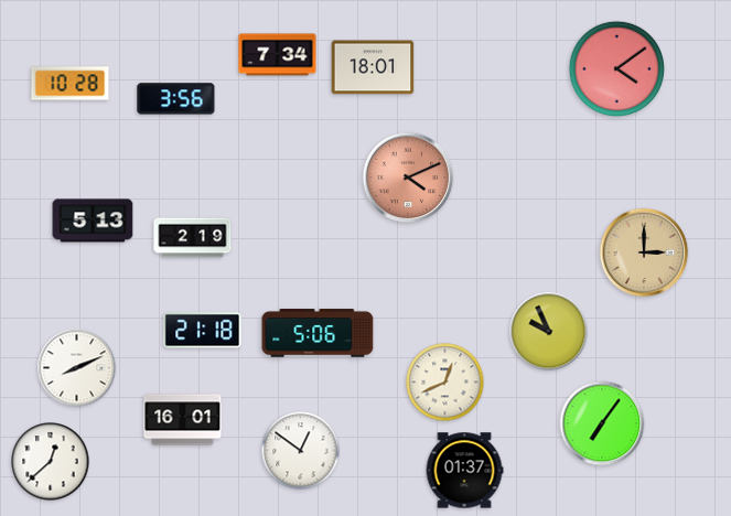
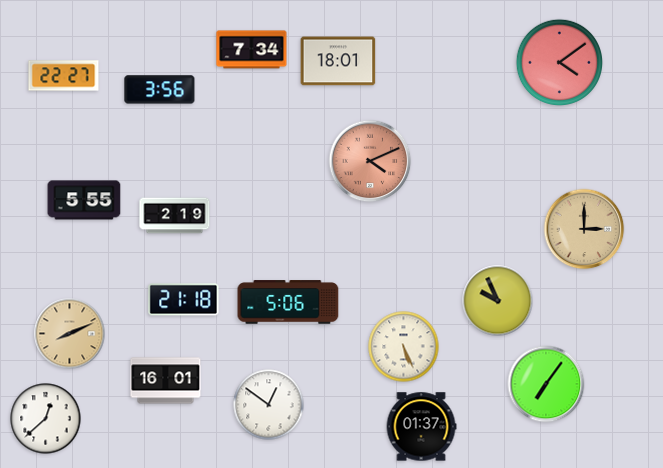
clock at (71, 84): 10:28 -> 22:27
clock at (93, 221): 5:13 -> 5:55
clock at (77, 368) dial: white -> champagne
clock at (445, 383): 12:41 -> 5:26
clock at (301, 451) position: (301, 451) -> (269, 405)
